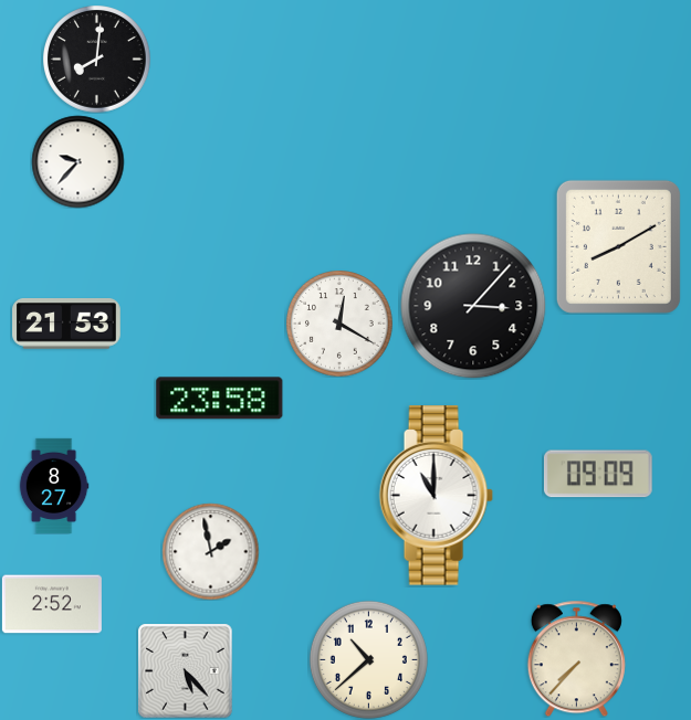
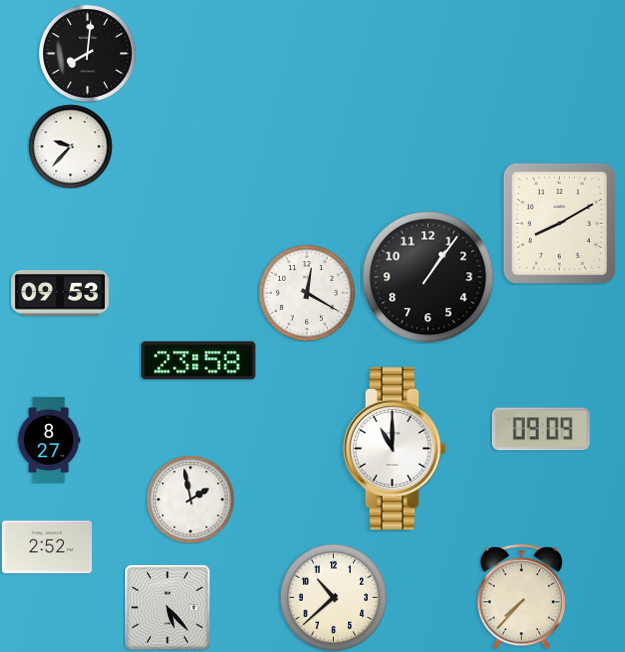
clock at (473, 306): 3:07 -> 1:06
clock at (66, 324): 21:53 -> 09:53
